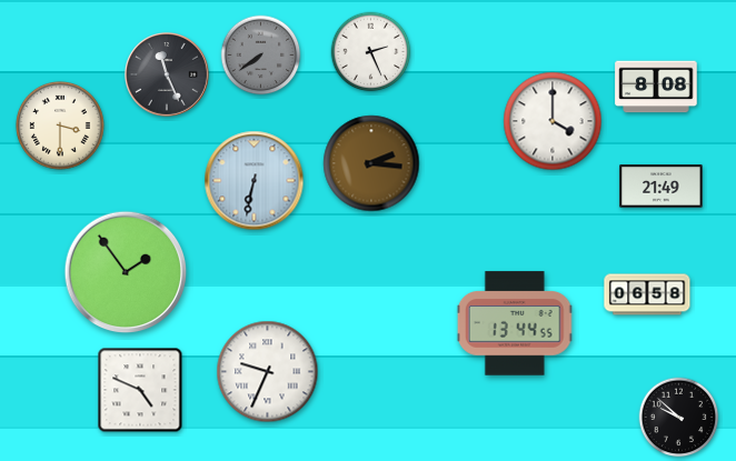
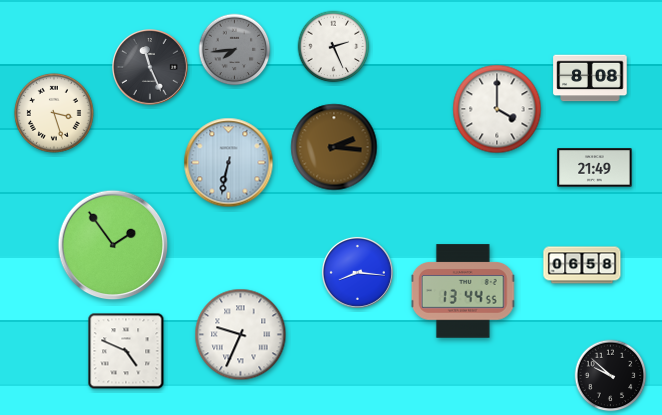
clock at (261, 56): 7:39 -> 7:44
clock at (60, 126): 3:30 -> 3:27
clock at (357, 272): none -> 8:16
